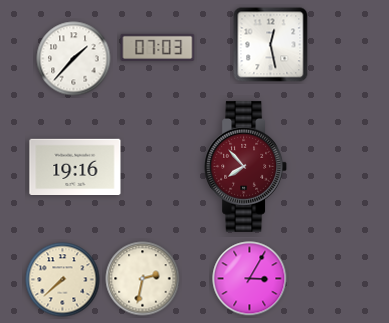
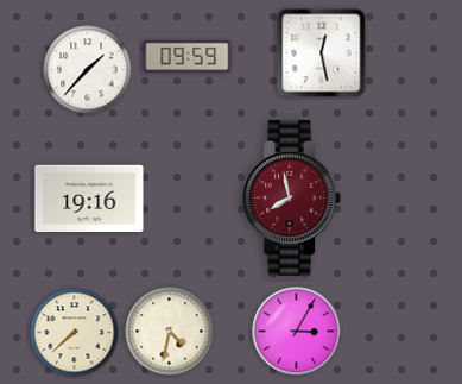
clock at (158, 47): 07:03 -> 09:59
clock at (246, 166): 7:53 -> 7:58
clock at (143, 279): 2:32 -> 4:32
